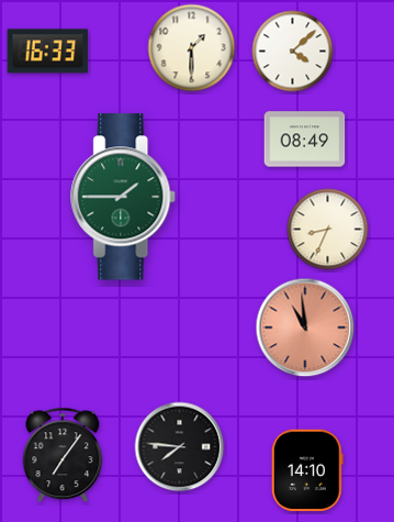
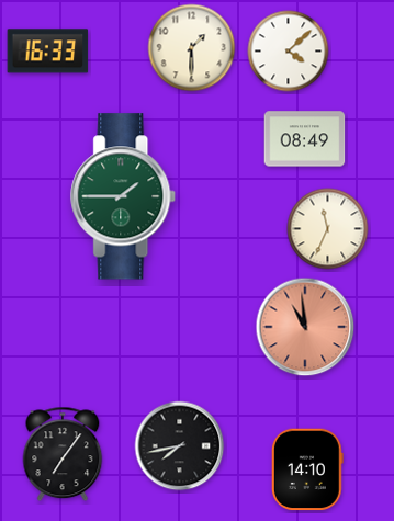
clock at (293, 52) position: (293, 52) -> (289, 52)
clock at (328, 230): 8:34 -> 11:34
clock at (180, 447): 7:46 -> 7:43
